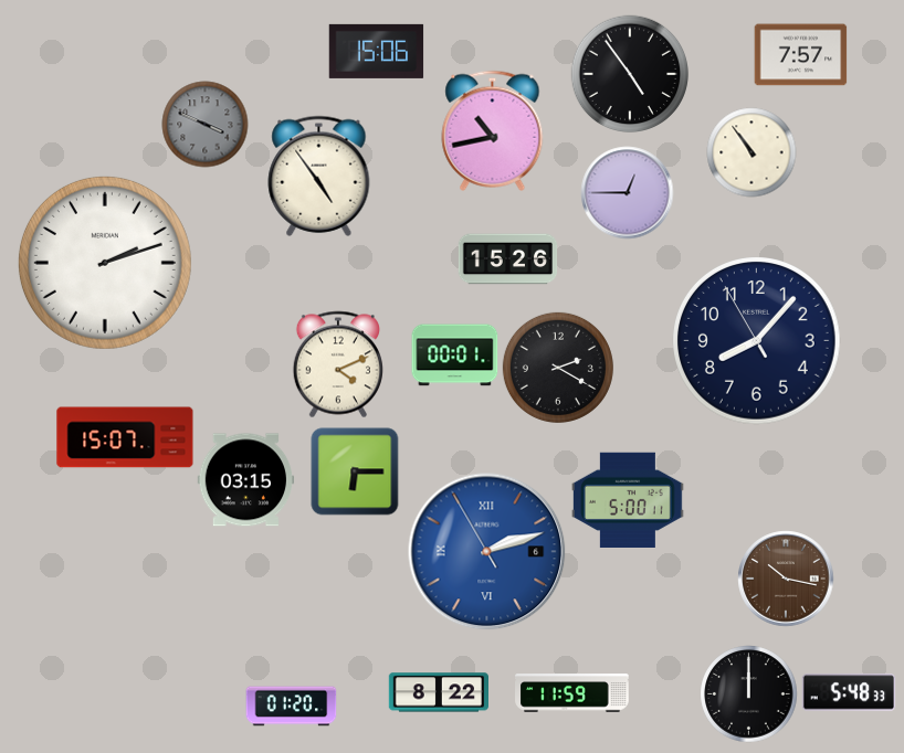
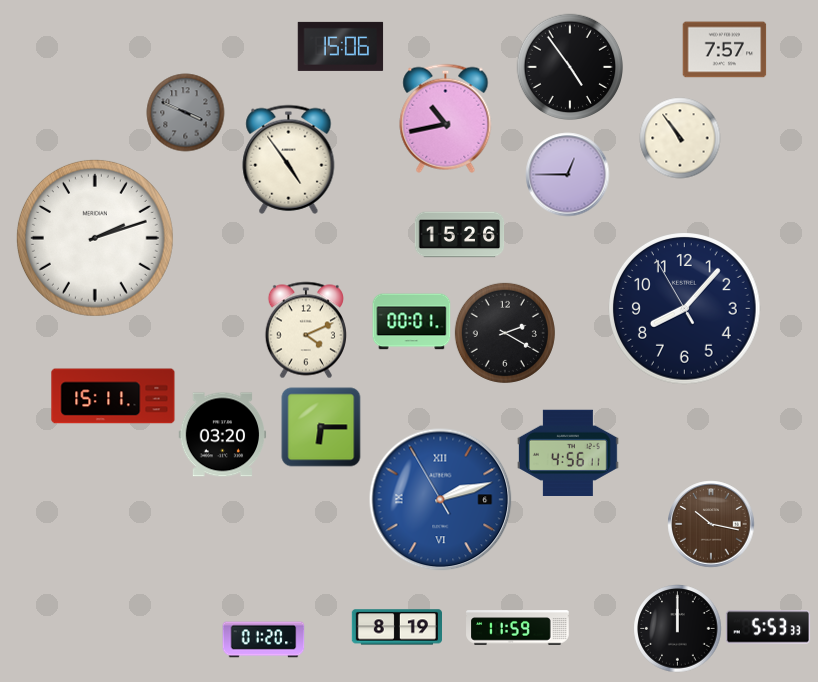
clock at (125, 437): 15:07 -> 15:11
clock at (245, 480): 03:15 -> 03:20
clock at (628, 499): 5:00 -> 4:56
clock at (438, 692): 8:22 -> 8:19
clock at (849, 692): 5:48 -> 5:53
